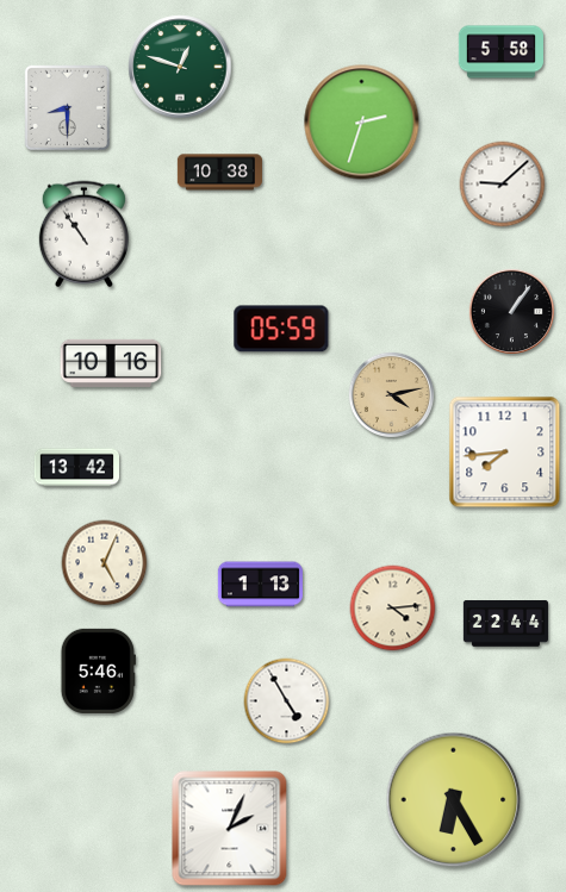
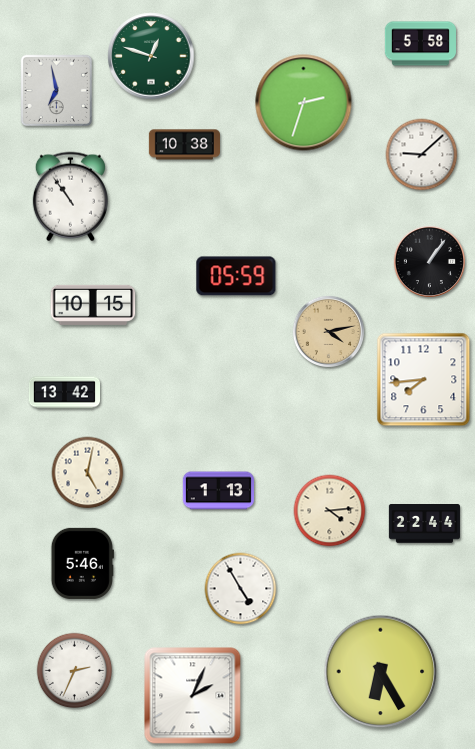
clock at (68, 108): 8:30 -> 6:58
clock at (111, 363): 10:16 -> 10:15
clock at (105, 563): 5:04 -> 5:02
clock at (75, 671): none -> 2:34
